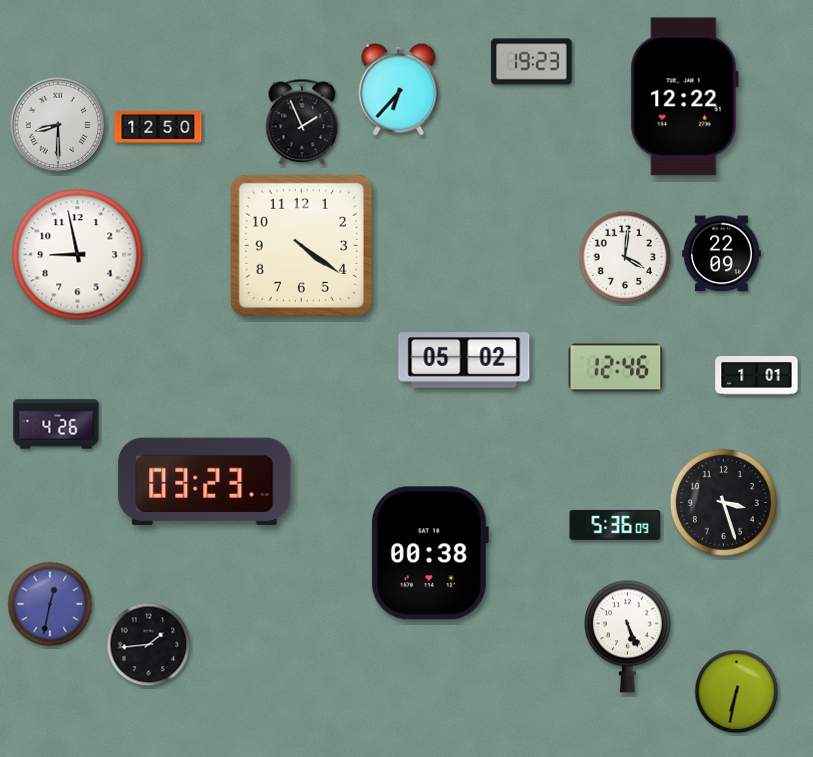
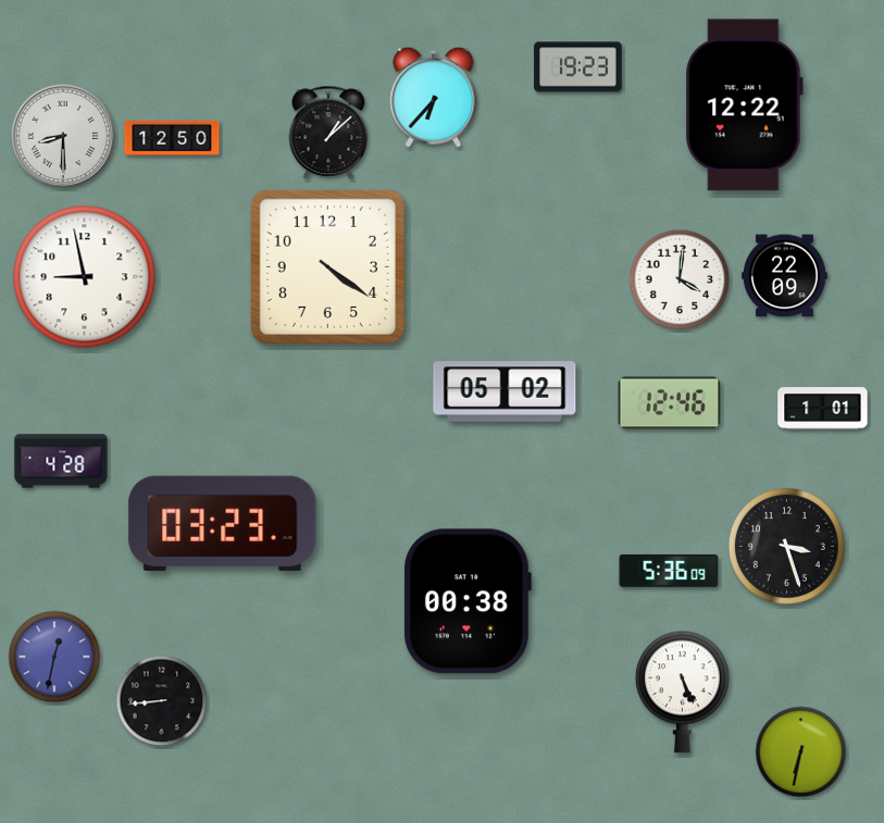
clock at (302, 122): 1:56 -> 1:08
clock at (616, 368) position: (616, 368) -> (670, 403)
clock at (56, 424): 4:26 -> 4:28
clock at (149, 645): 1:44 -> 8:44
